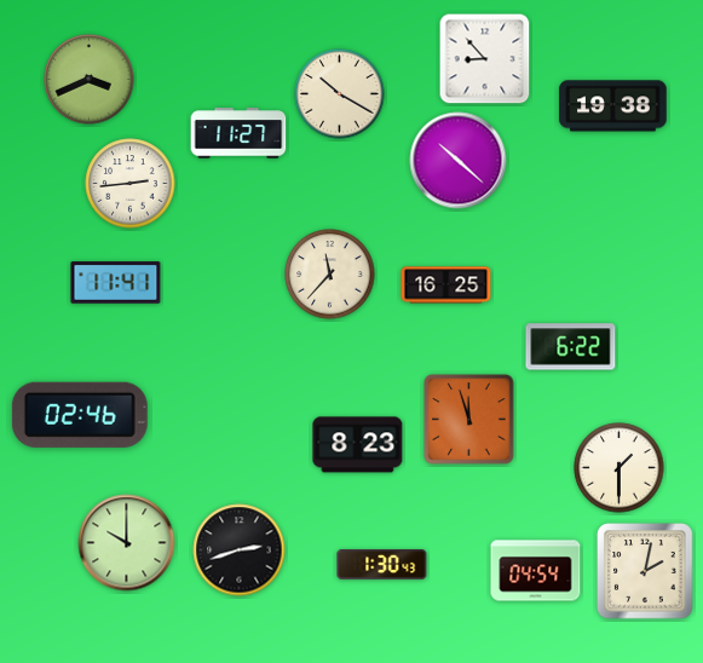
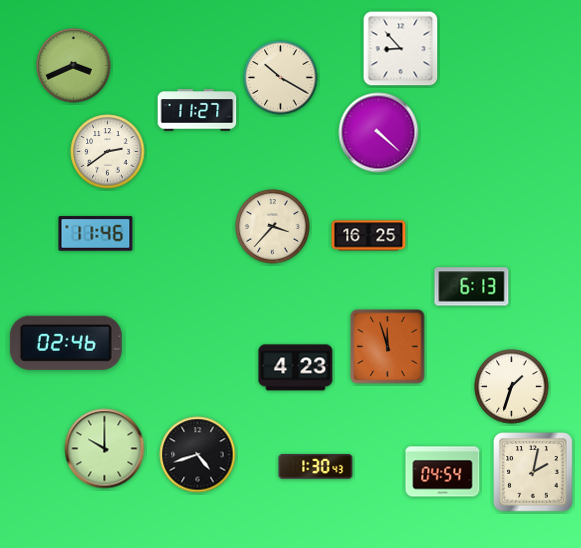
clock at (613, 106): 19:38 -> none
clock at (459, 161): 10:22 -> 4:22
clock at (131, 184): 2:44 -> 2:39
clock at (330, 275): 11:37 -> 3:37
clock at (116, 283): 11:41 -> 11:46
clock at (571, 347): 6:22 -> 6:13
clock at (358, 445): 8:23 -> 4:23
clock at (620, 468): 1:30 -> 1:33
clock at (240, 550): 2:42 -> 4:42
